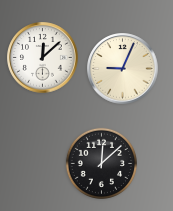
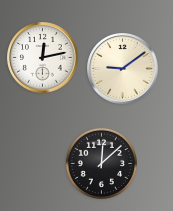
clock at (43, 58): 12:08 -> 12:13
clock at (123, 69): 9:04 -> 9:09
